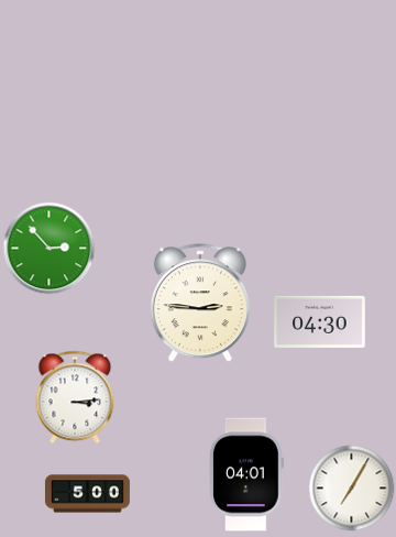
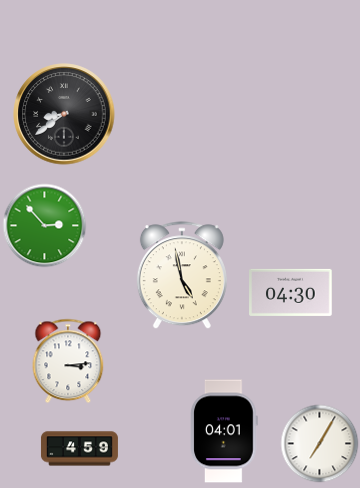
clock at (64, 114): none -> 8:39
clock at (200, 303): 2:46 -> 4:58
clock at (87, 494): 5:00 -> 4:59
